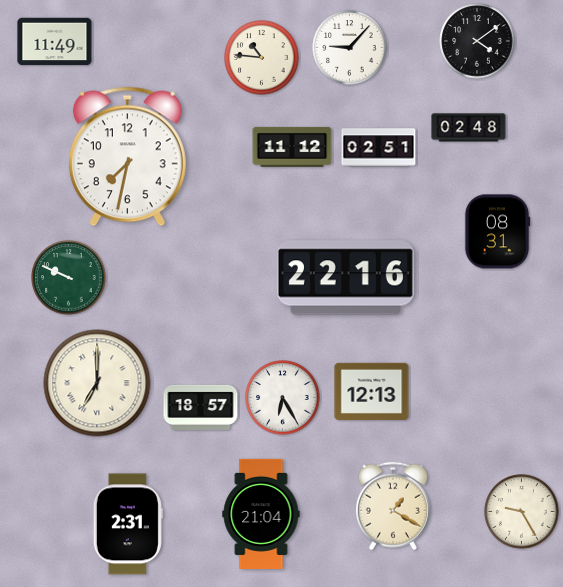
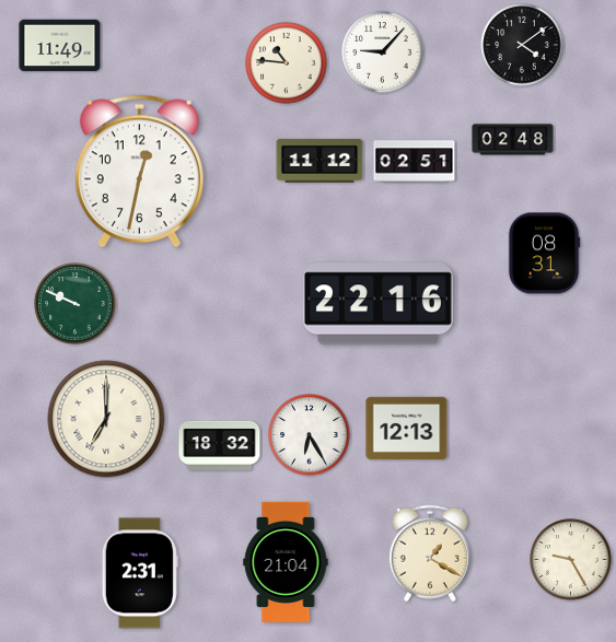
clock at (127, 157): 7:32 -> 12:32
clock at (201, 407): 18:57 -> 18:32
